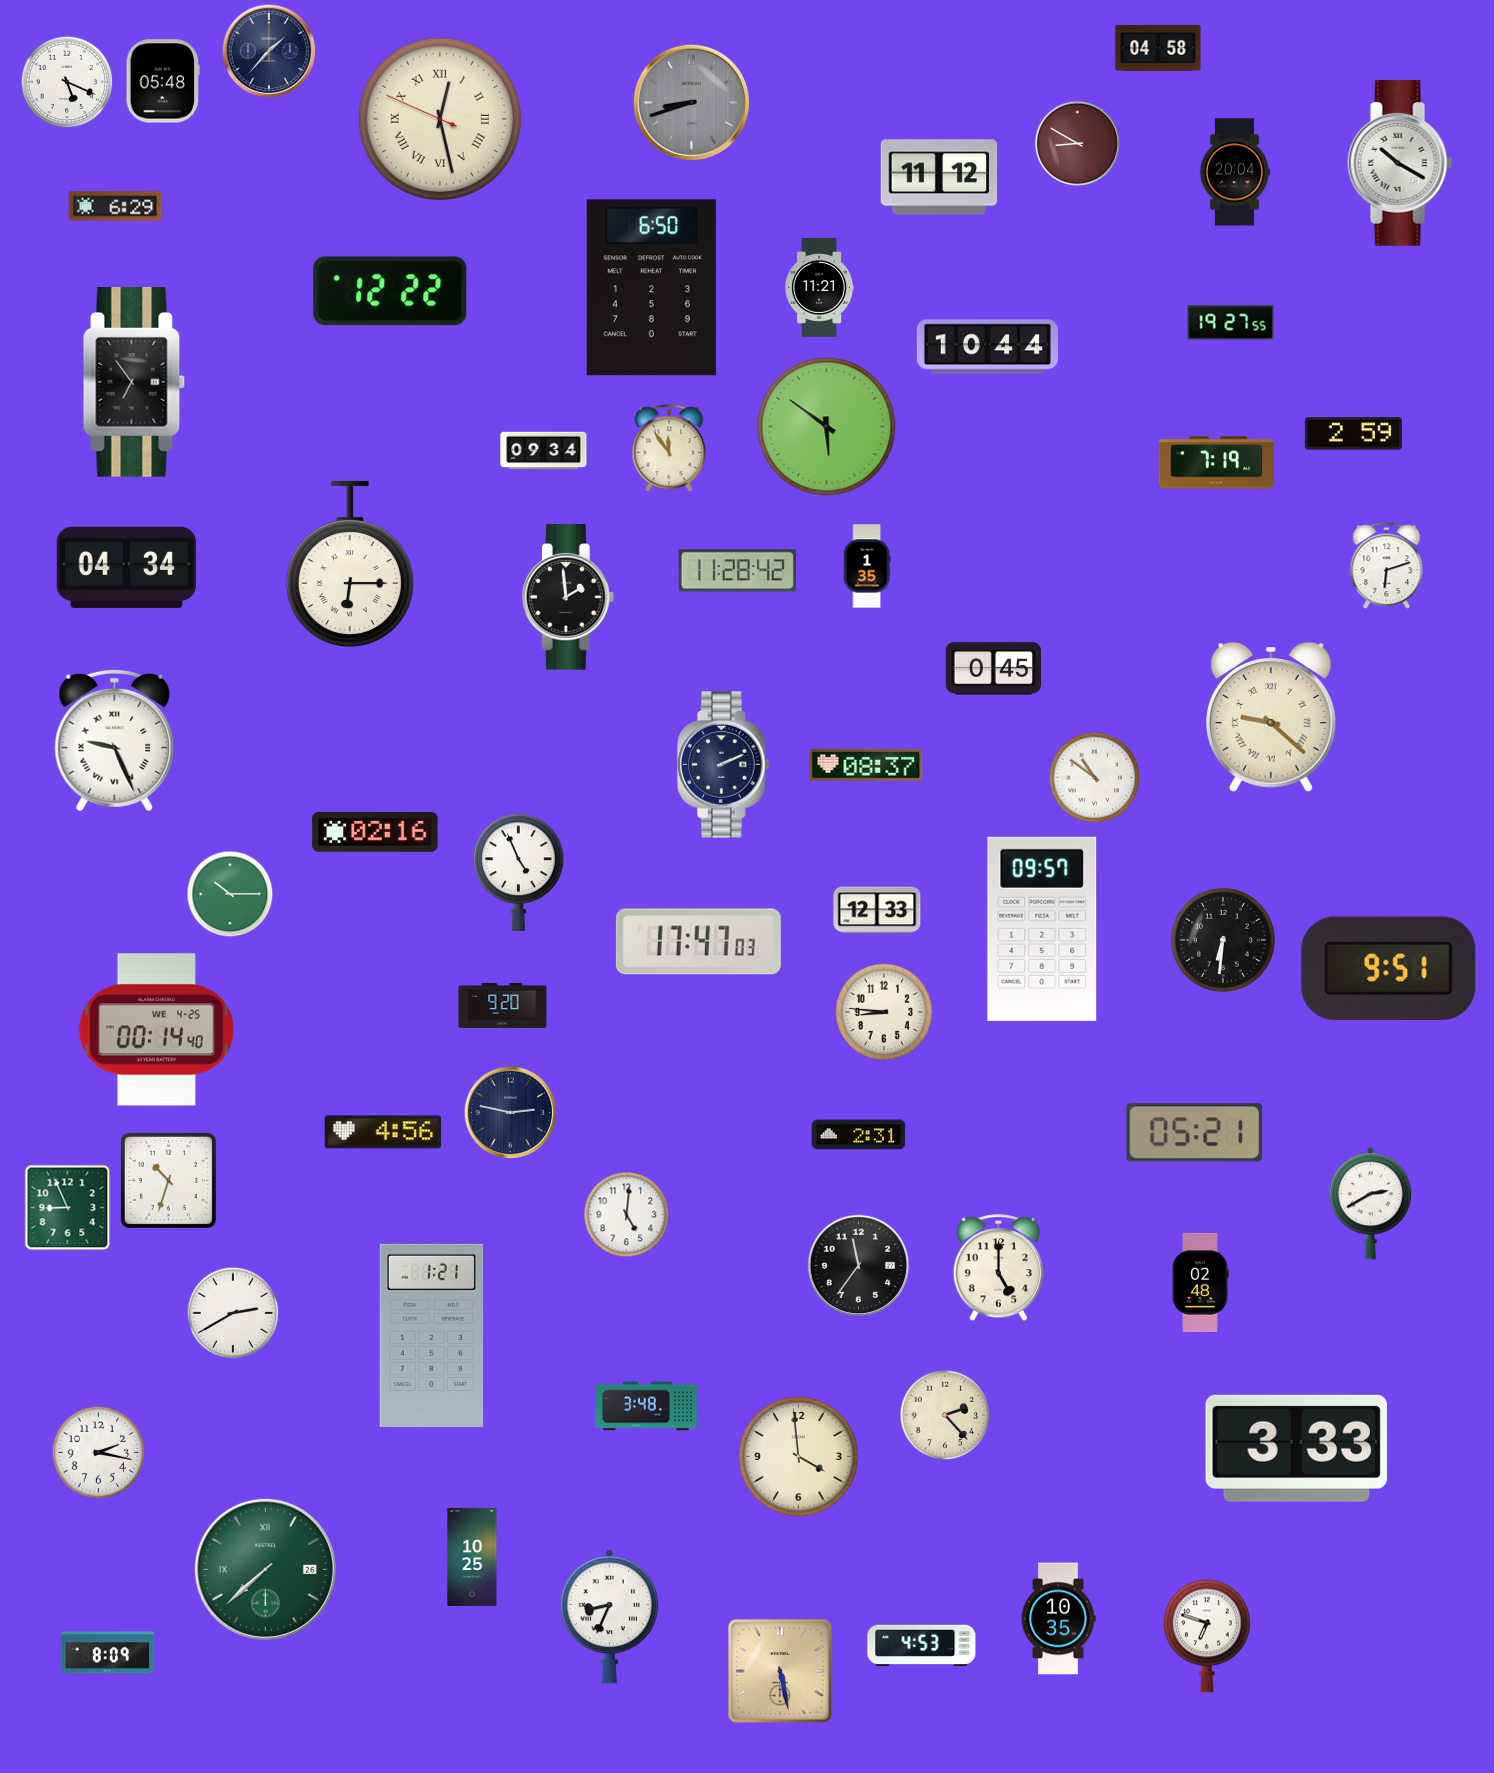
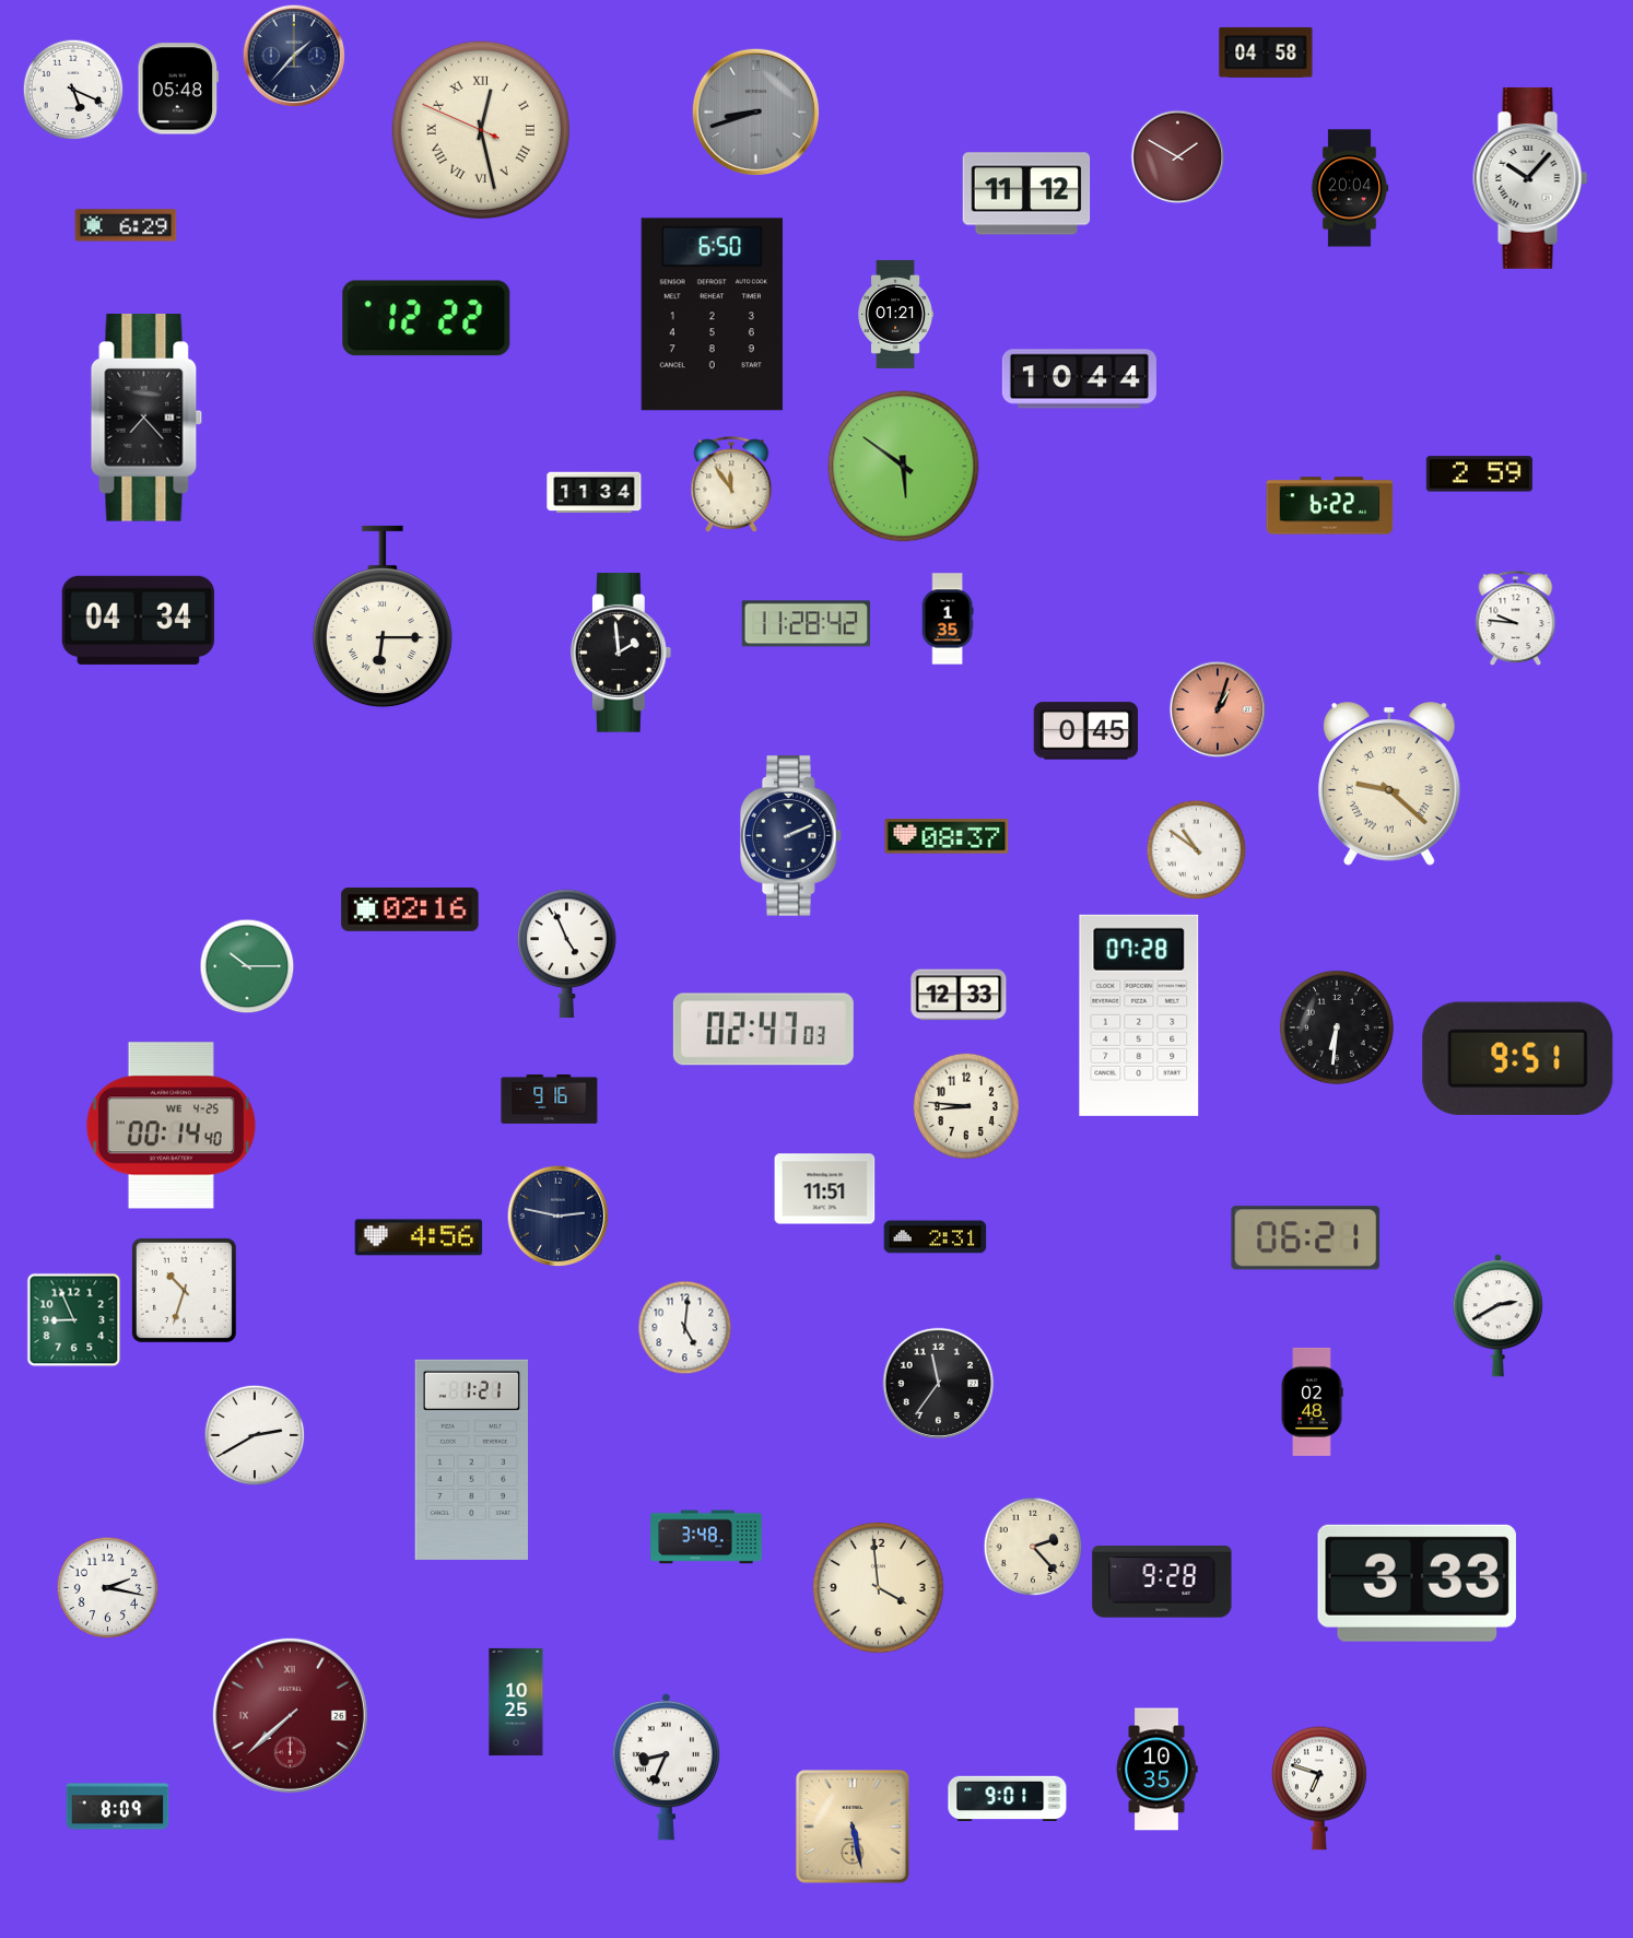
clock at (1078, 144): 8:50 -> 1:50
clock at (1400, 163): 10:20 -> 10:07
clock at (819, 287): 11:21 -> 01:21
clock at (1231, 323): 19:27 -> none
clock at (134, 383): 6:54 -> 7:23
clock at (669, 449) position: (669, 449) -> (731, 485)
clock at (544, 451): 09:34 -> 11:34
clock at (1217, 463): 7:19 -> 6:22
clock at (1387, 566): 6:12 -> 9:46
clock at (1218, 709): none -> 1:03
clock at (115, 740): 9:26 -> none
clock at (230, 894) position: (230, 894) -> (247, 966)
clock at (1042, 929): 09:57 -> 07:28
clock at (698, 942): 17:47 -> 02:47
clock at (503, 1005): 9:20 -> 9:16
clock at (825, 1189): none -> 11:51
clock at (1195, 1133): 05:21 -> 06:21
clock at (859, 1135) position: (859, 1135) -> (936, 1237)
clock at (998, 1268): 5:00 -> none
clock at (1162, 1582): none -> 9:28
clock at (799, 1457) position: (799, 1457) -> (879, 1588)
clock at (265, 1569) dial: green -> burgundy
clock at (922, 1645): 4:53 -> 9:01
